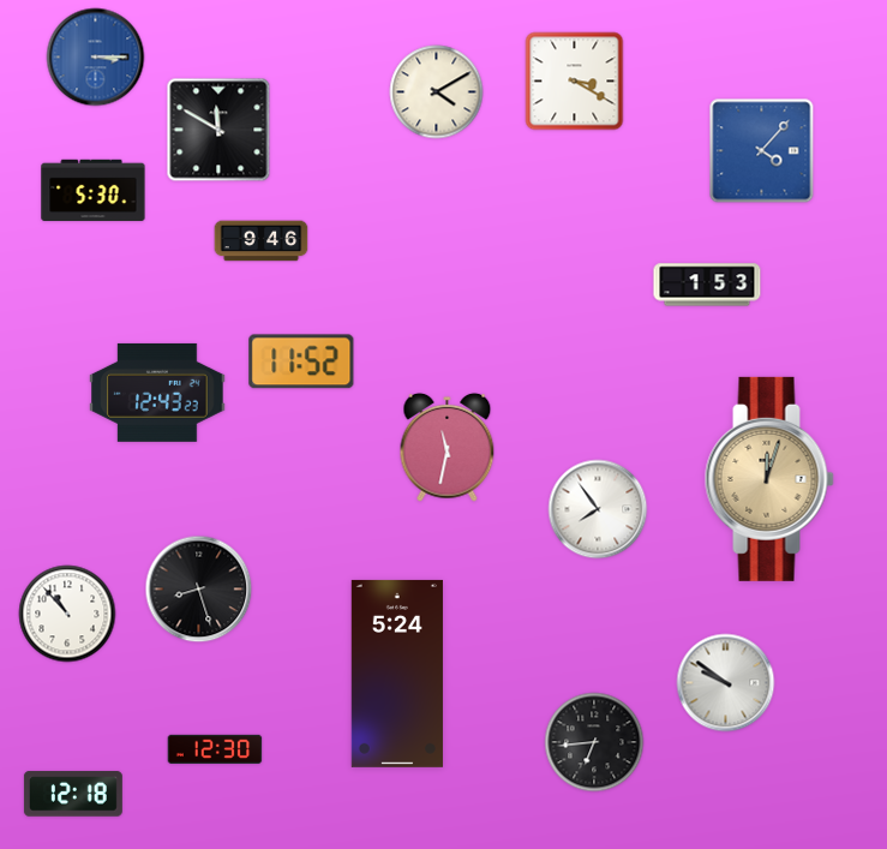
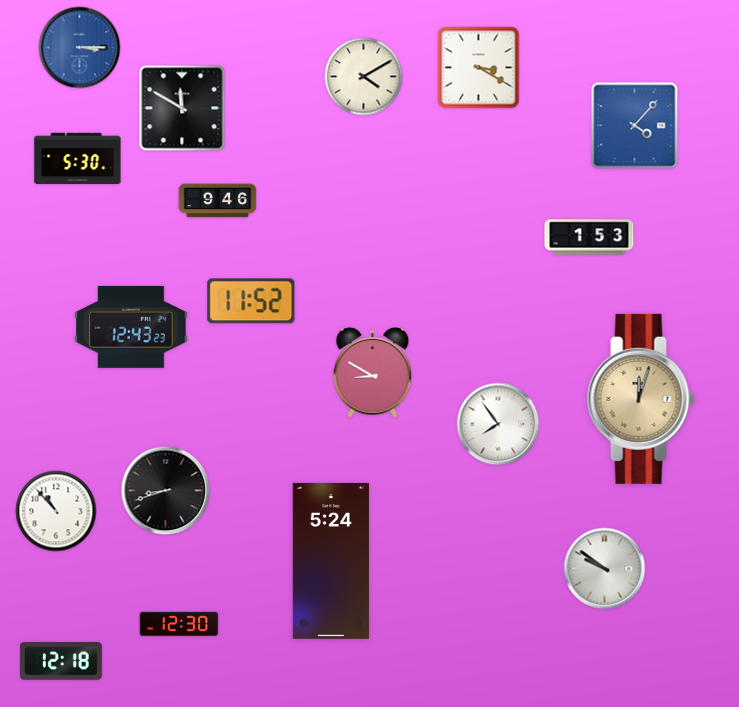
clock at (448, 447): 11:32 -> 8:50
clock at (199, 590): 8:27 -> 8:42
clock at (594, 742): 6:44 -> none
